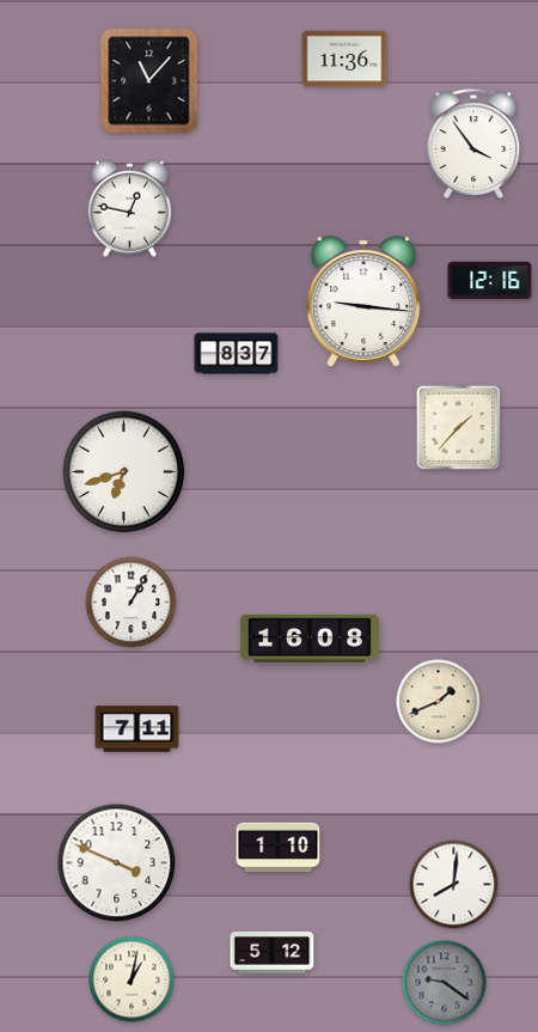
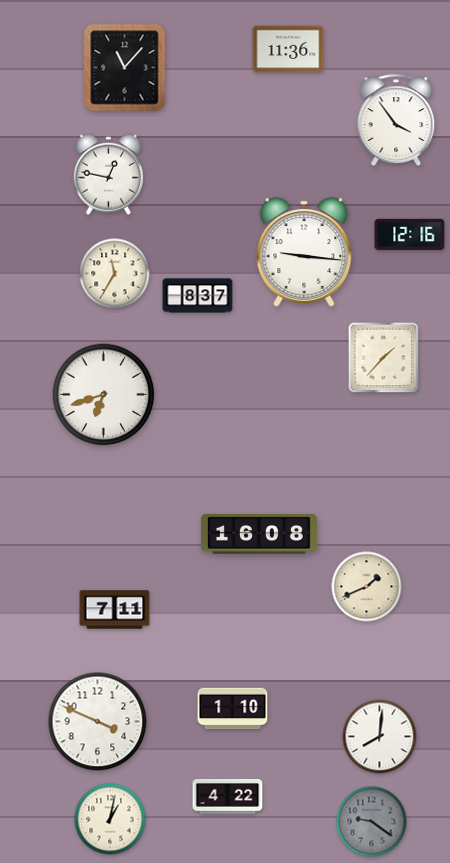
clock at (115, 274): none -> 11:35
clock at (132, 603): 1:05 -> none
clock at (454, 885) position: (454, 885) -> (380, 737)
clock at (273, 953): 5:12 -> 4:22
